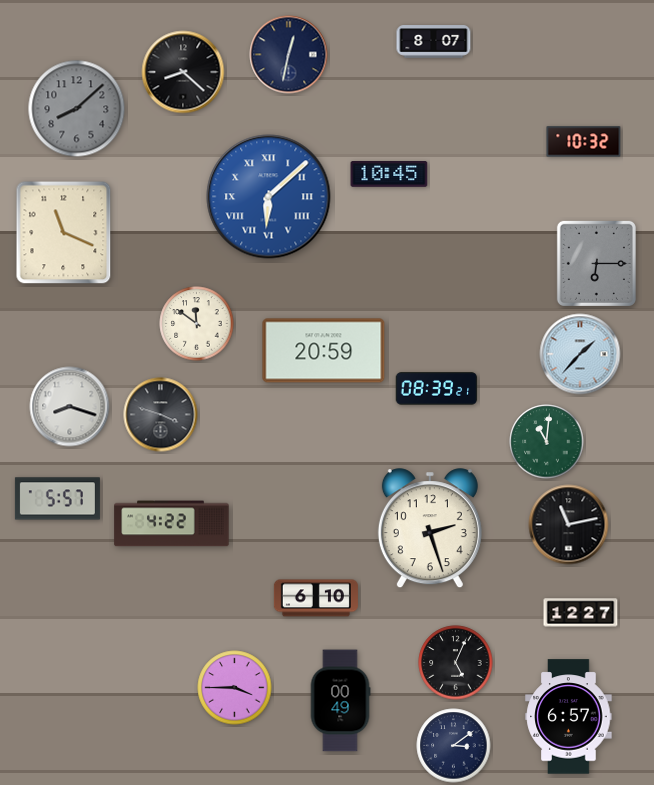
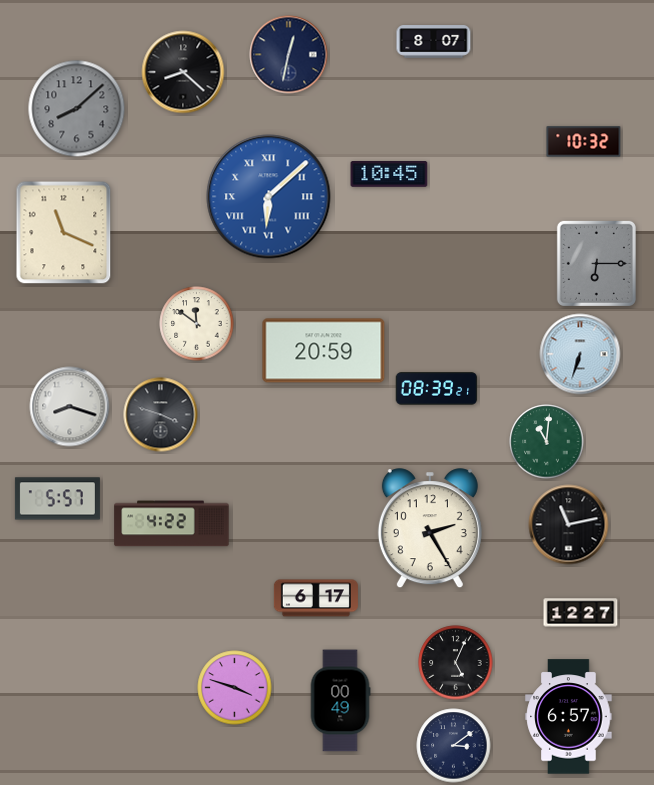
clock at (580, 354): 1:37 -> 6:33
clock at (430, 529): 2:27 -> 2:25
clock at (316, 598): 6:10 -> 6:17
clock at (235, 688): 3:45 -> 3:48
